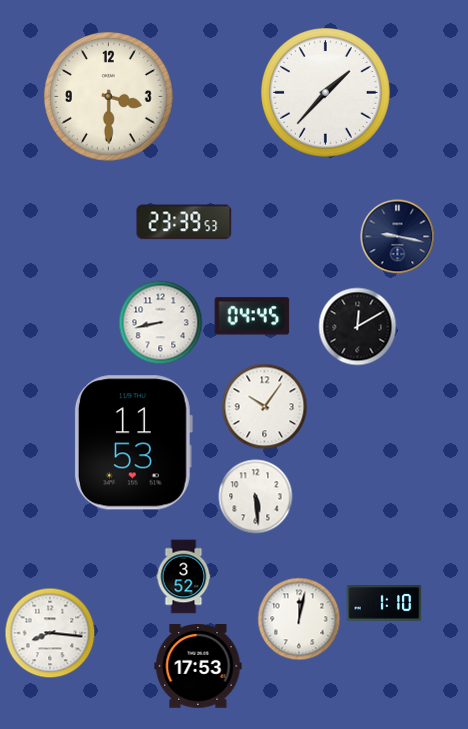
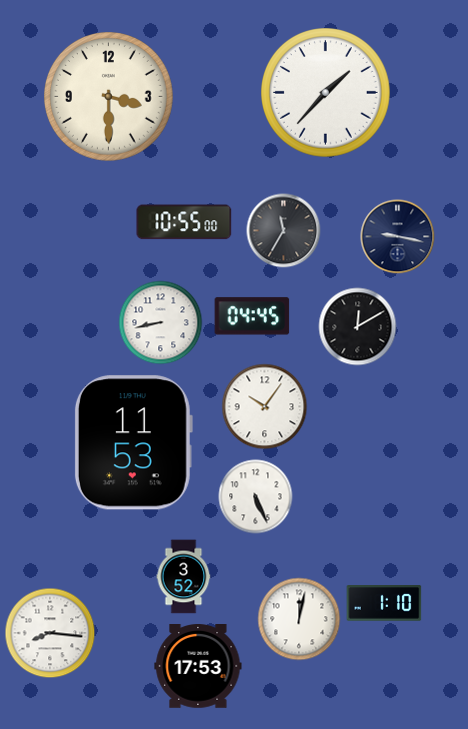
clock at (184, 222): 23:39 -> 10:55
clock at (284, 231): none -> 11:35
clock at (256, 497): 5:29 -> 5:26
